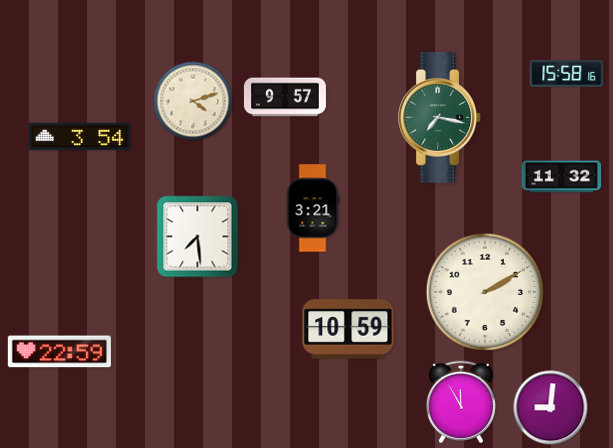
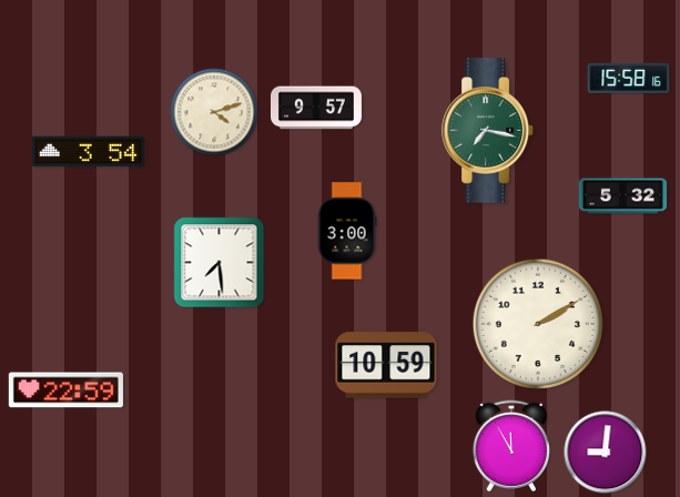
clock at (567, 73) position: (567, 73) -> (629, 78)
clock at (562, 177): 11:32 -> 5:32
clock at (313, 208): 3:21 -> 3:00
clock at (551, 408) position: (551, 408) -> (606, 453)
